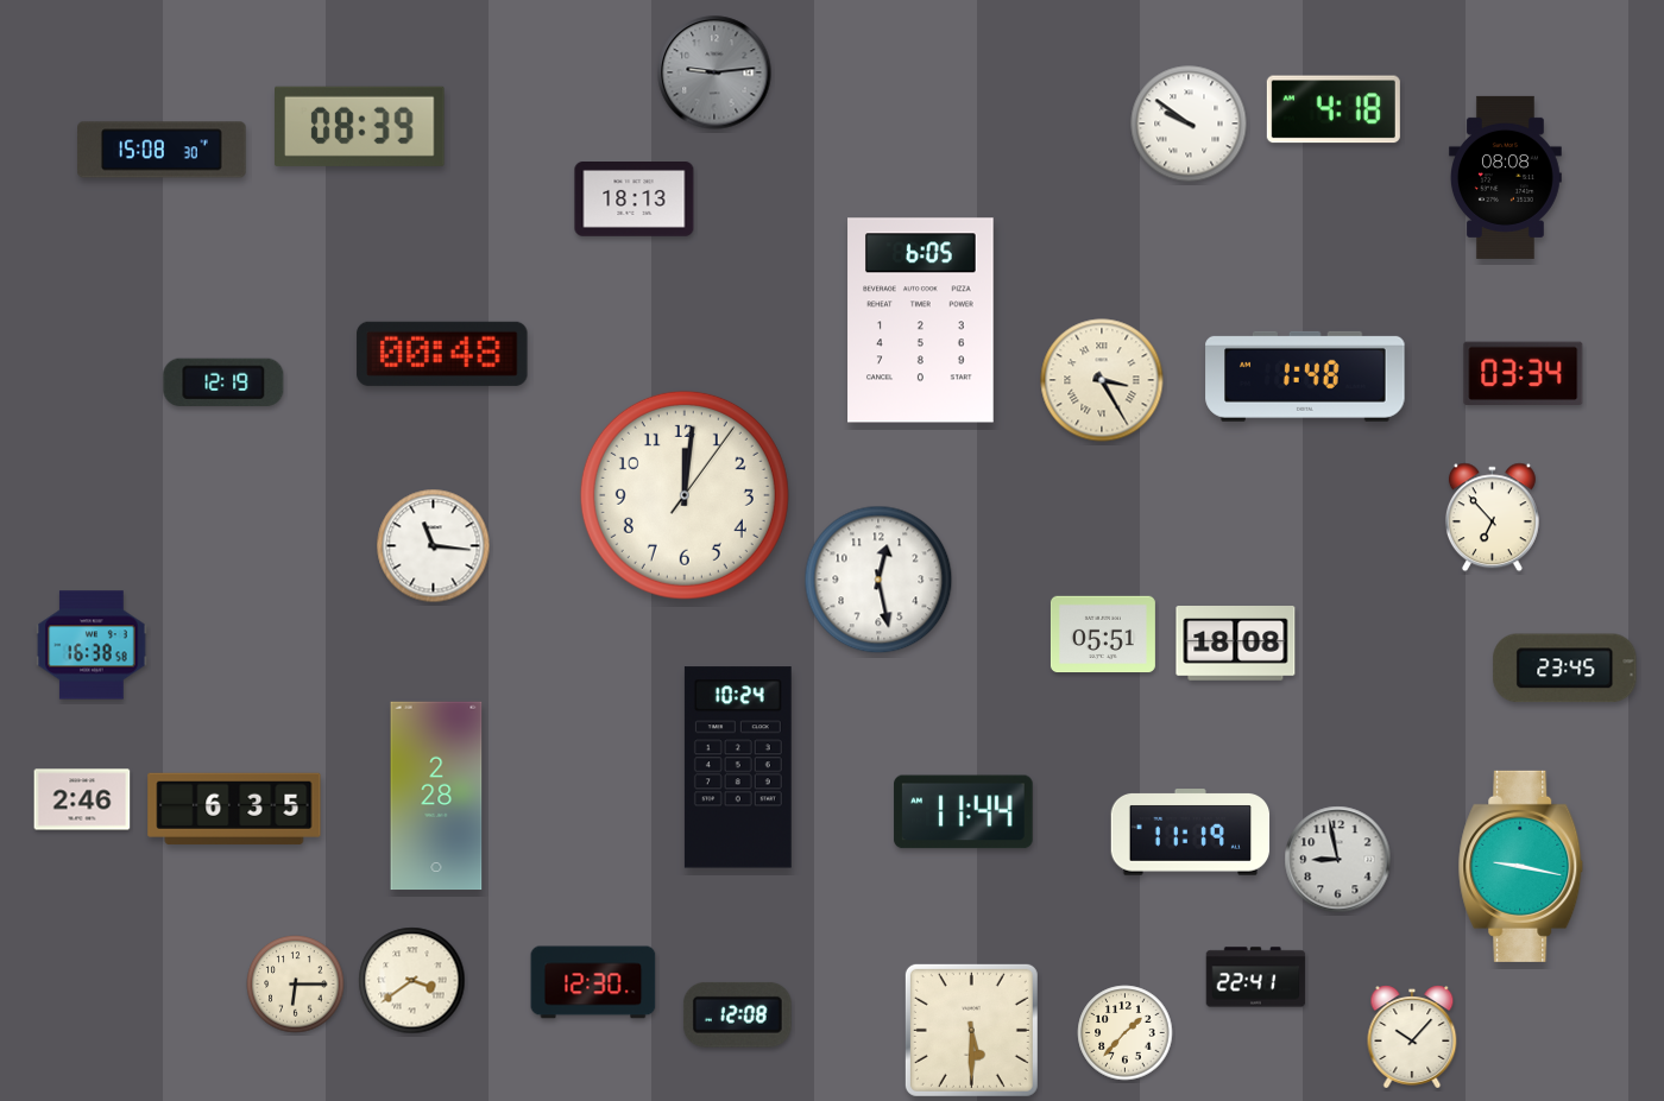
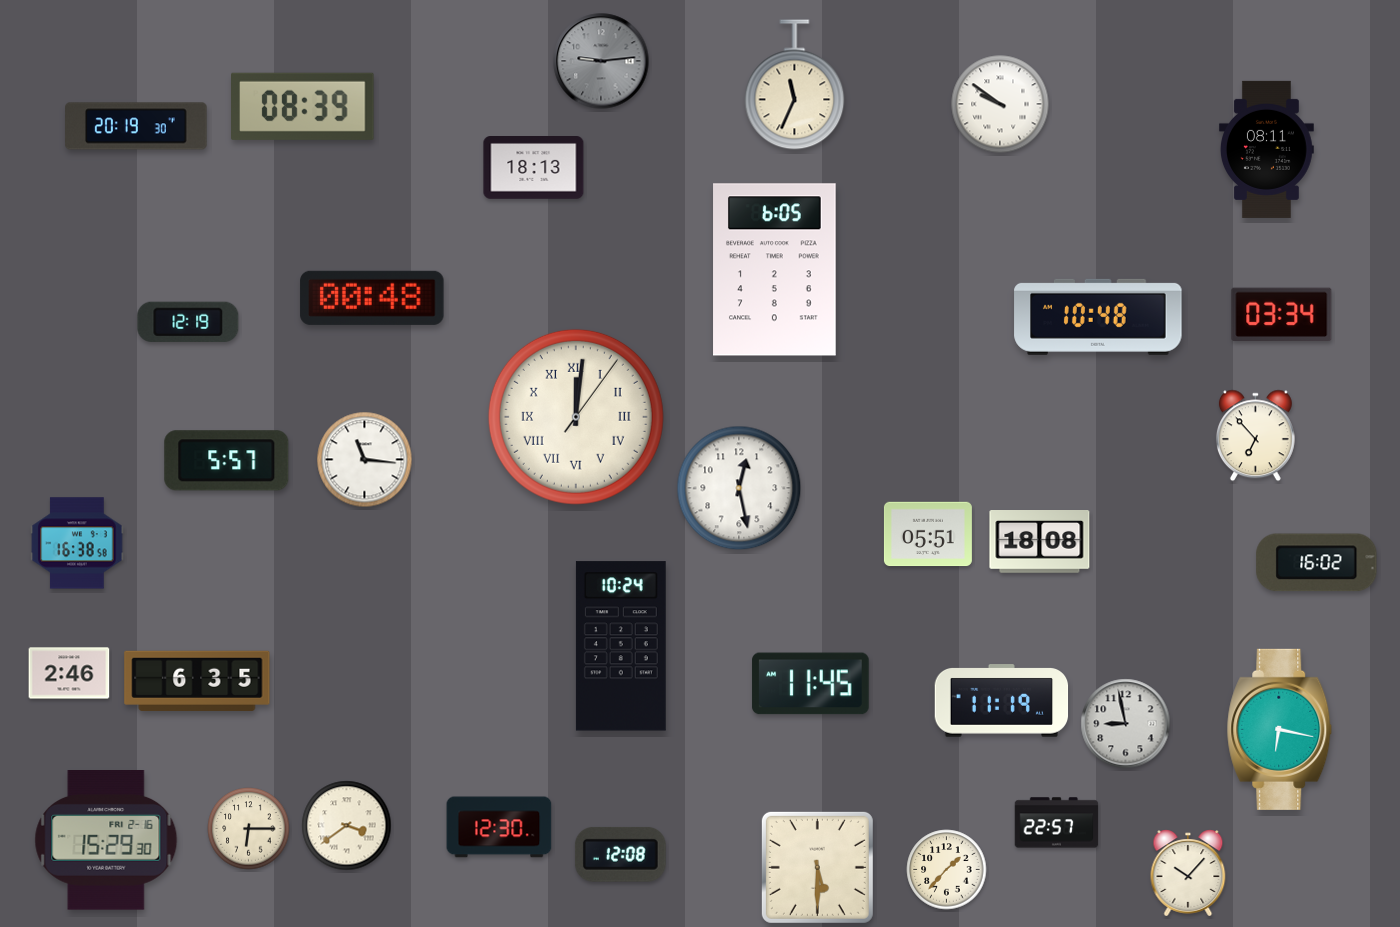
clock at (795, 85): none -> 11:34
clock at (1334, 109): 4:18 -> none
clock at (162, 150): 15:08 -> 20:19
clock at (1505, 177): 08:08 -> 08:11
clock at (1305, 377): 1:48 -> 10:48
clock at (1102, 380): 3:25 -> none
clock at (685, 495) numerals: Arabic -> Roman
clock at (227, 461): none -> 5:57
clock at (1565, 669): 23:45 -> 16:02
clock at (436, 796): 2:28 -> none
clock at (964, 812): 11:44 -> 11:45
clock at (1521, 866): 9:17 -> 6:17
clock at (1256, 977): 22:41 -> 22:57
clock at (106, 841): none -> 15:29
